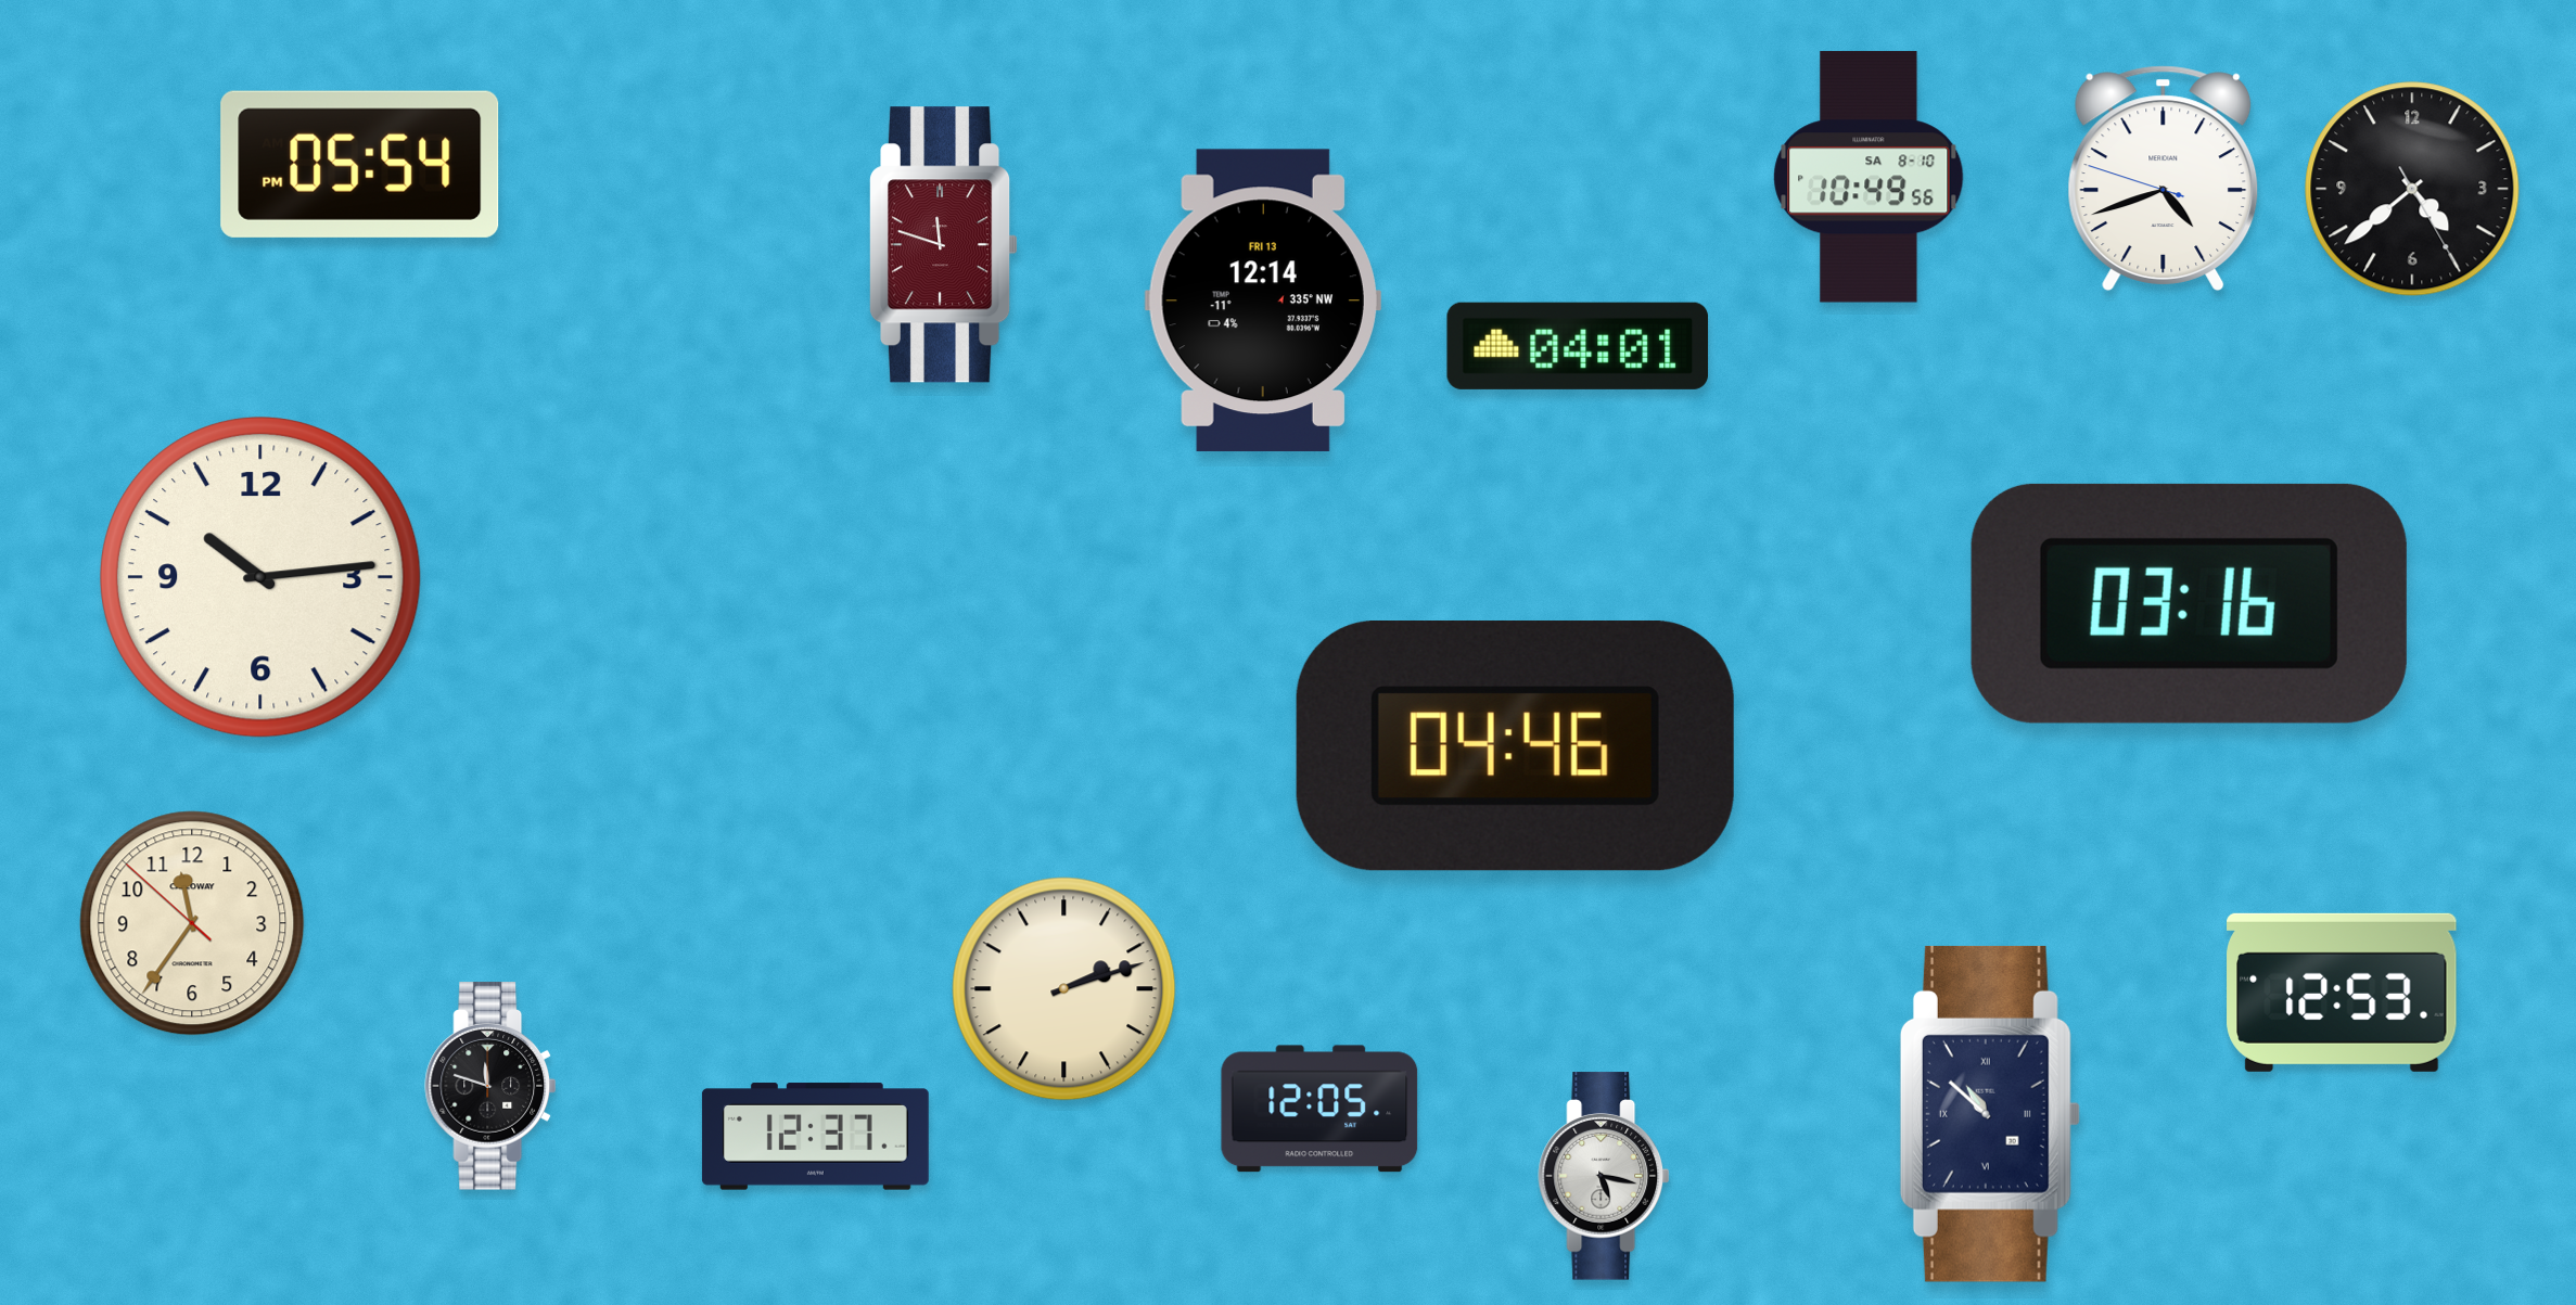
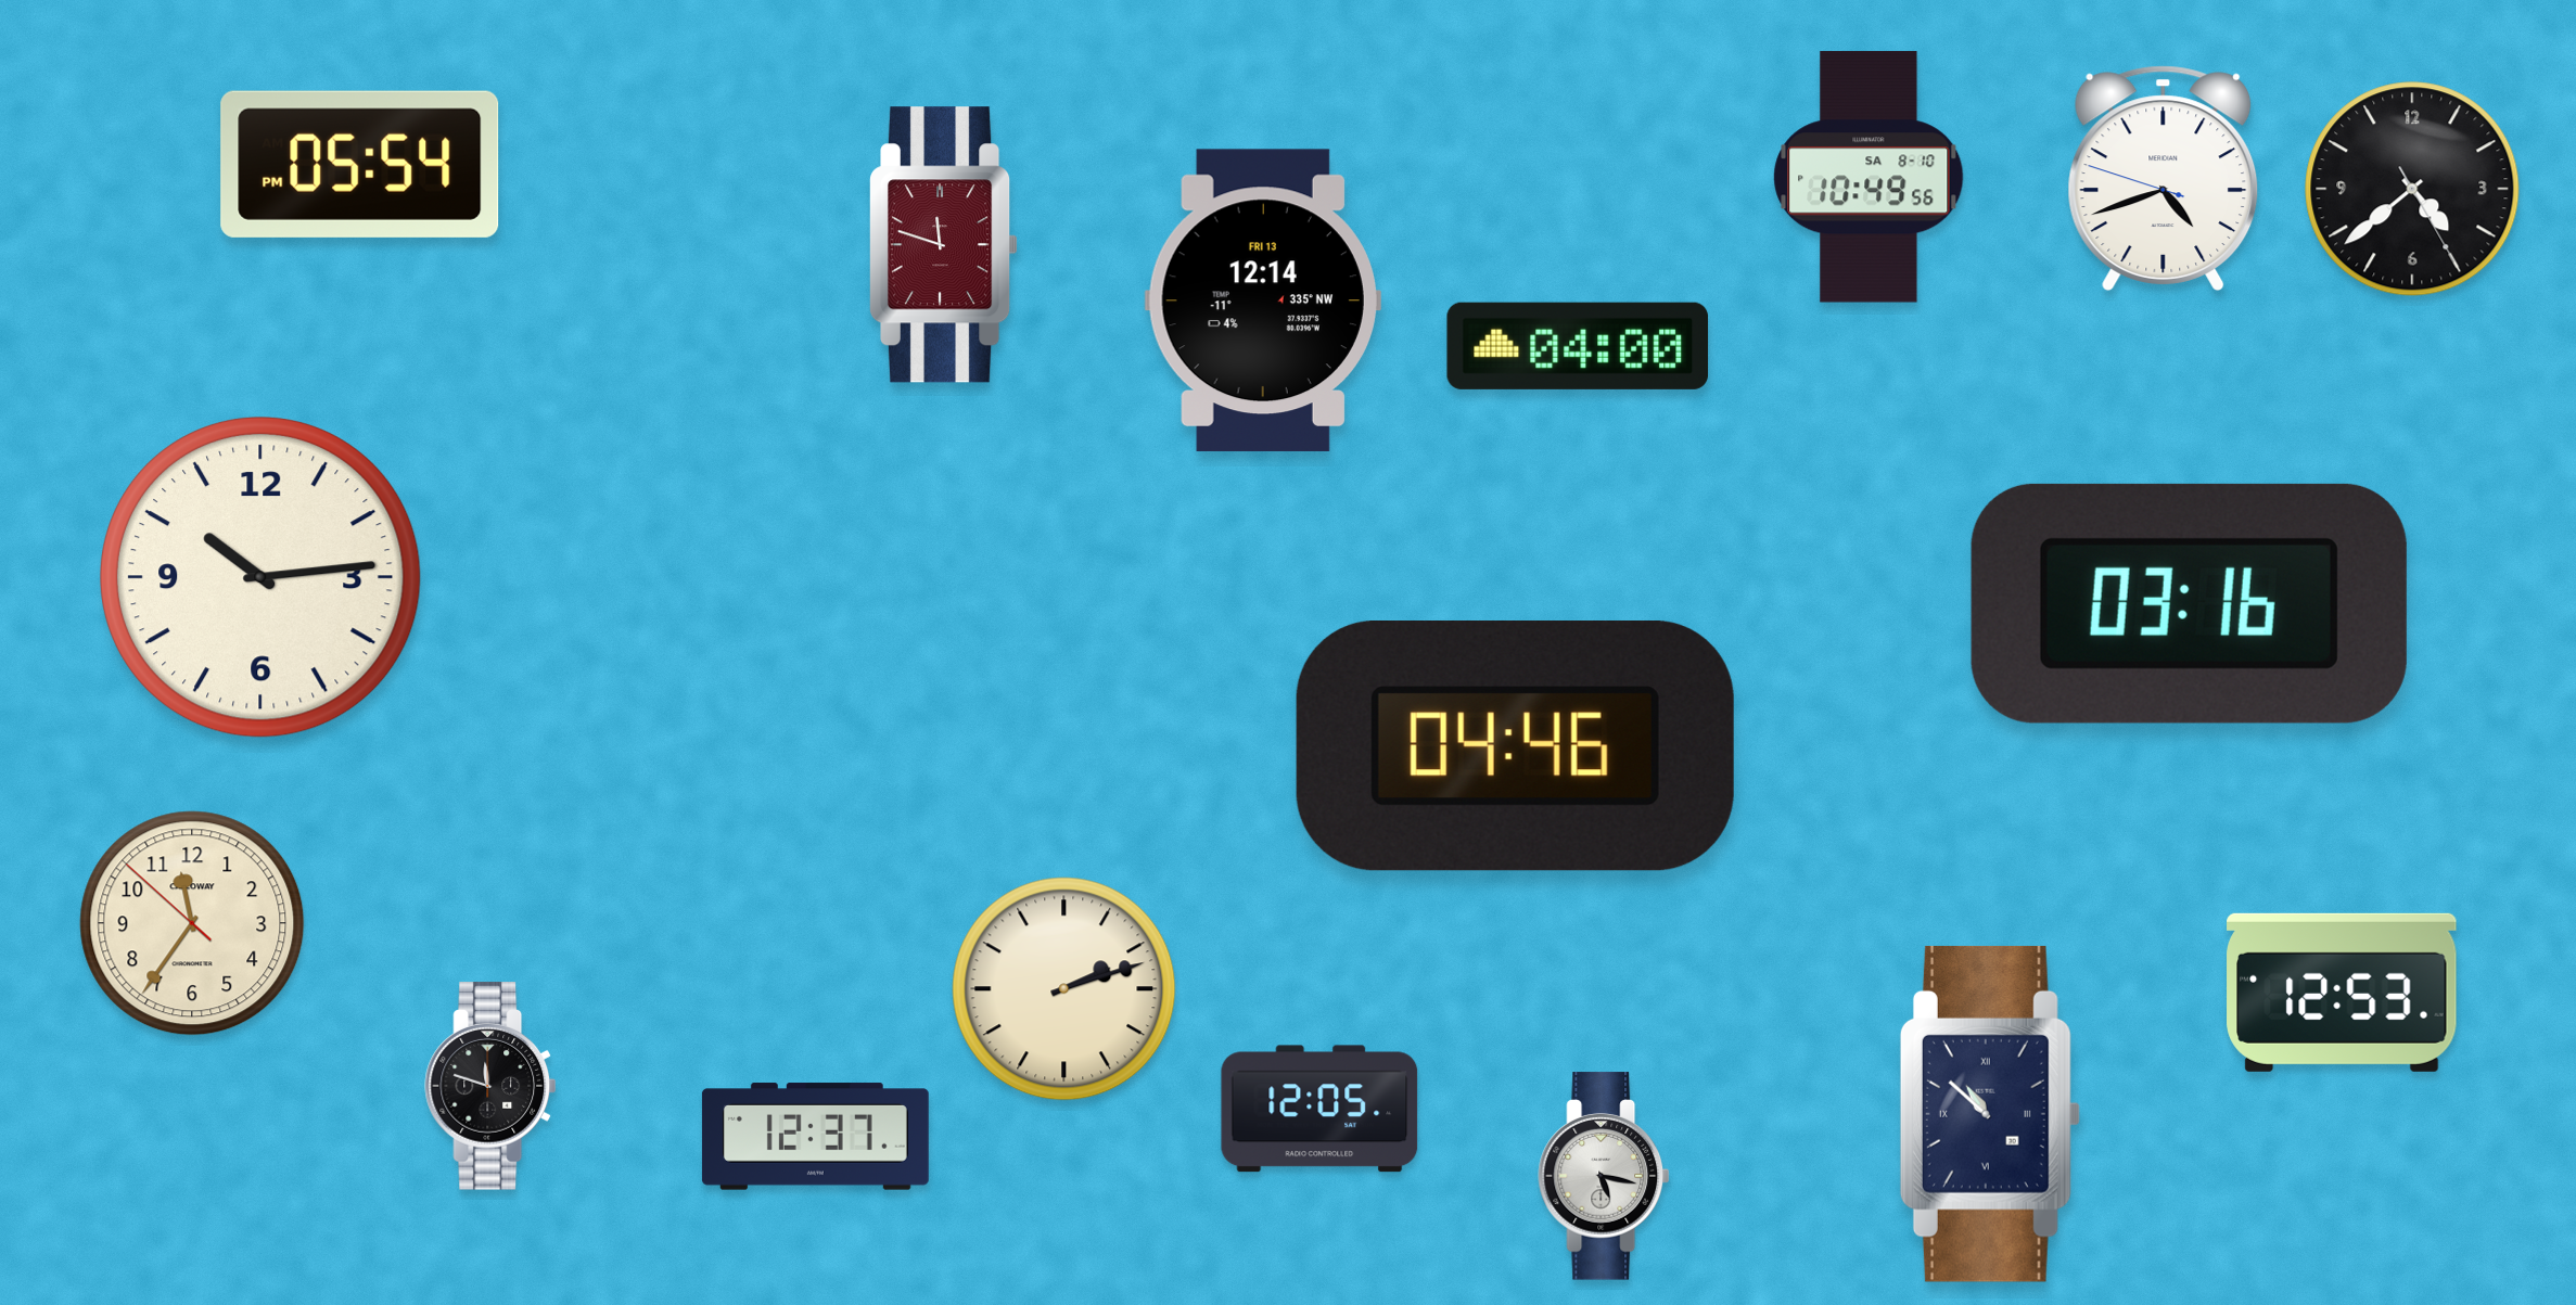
clock at (1578, 346): 04:01 -> 04:00
